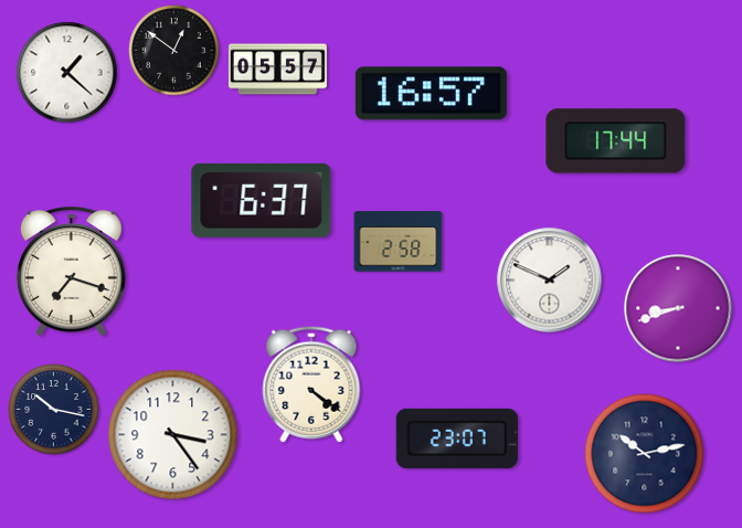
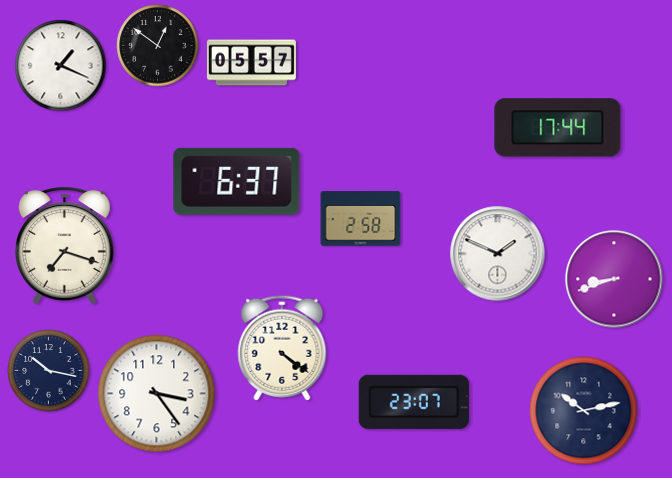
clock at (67, 73): 1:22 -> 1:19
clock at (431, 94): 16:57 -> none
clock at (457, 439) position: (457, 439) -> (414, 402)
